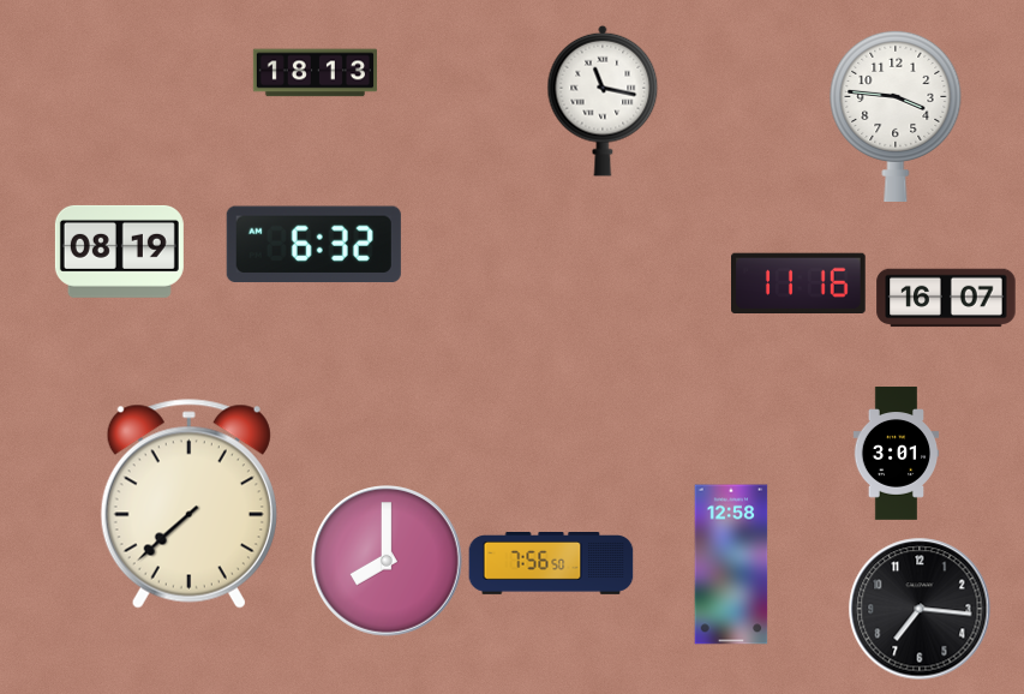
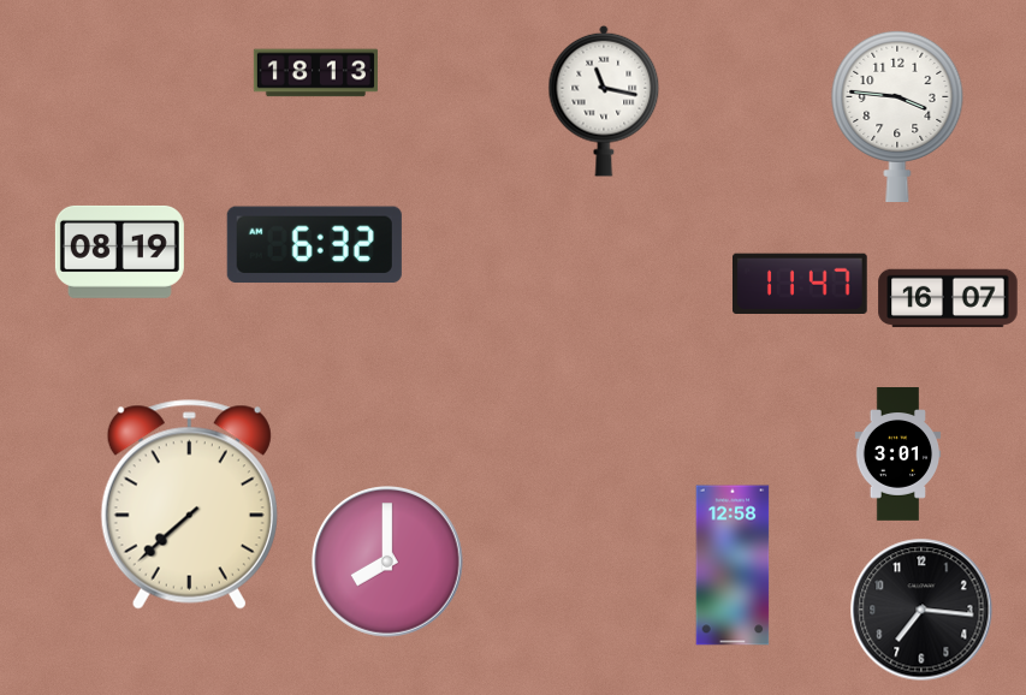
clock at (800, 282): 11:16 -> 11:47
clock at (551, 563): 7:56 -> none
